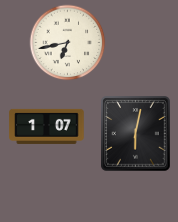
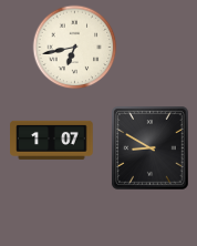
clock at (136, 134): 6:02 -> 8:50
